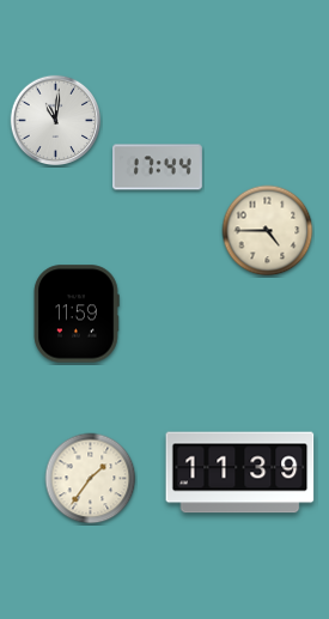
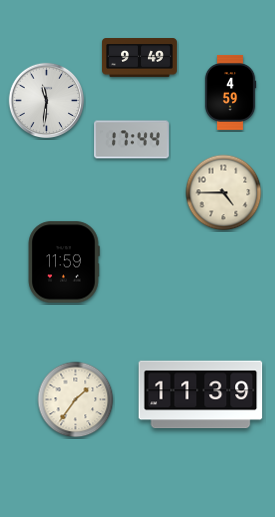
clock at (140, 58): none -> 9:49
clock at (230, 92): none -> 4:59
clock at (56, 121): 11:01 -> 11:31
